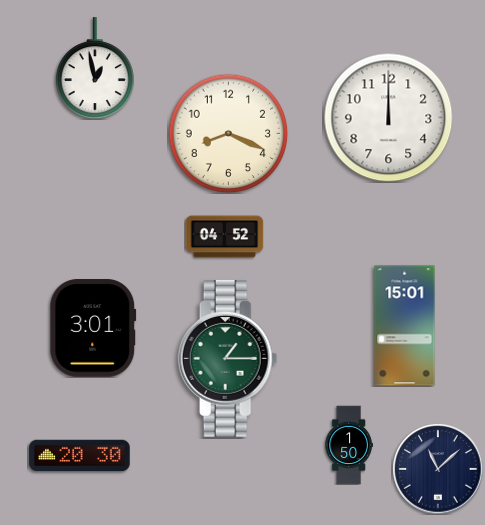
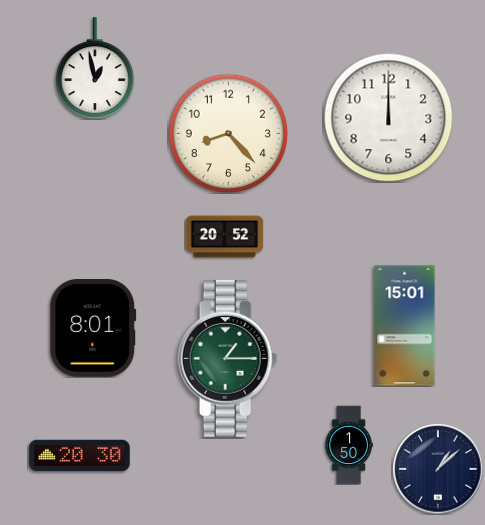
clock at (228, 133): 8:19 -> 8:23
clock at (224, 237): 04:52 -> 20:52
clock at (93, 329): 3:01 -> 8:01
clock at (438, 469): 11:08 -> 1:08
